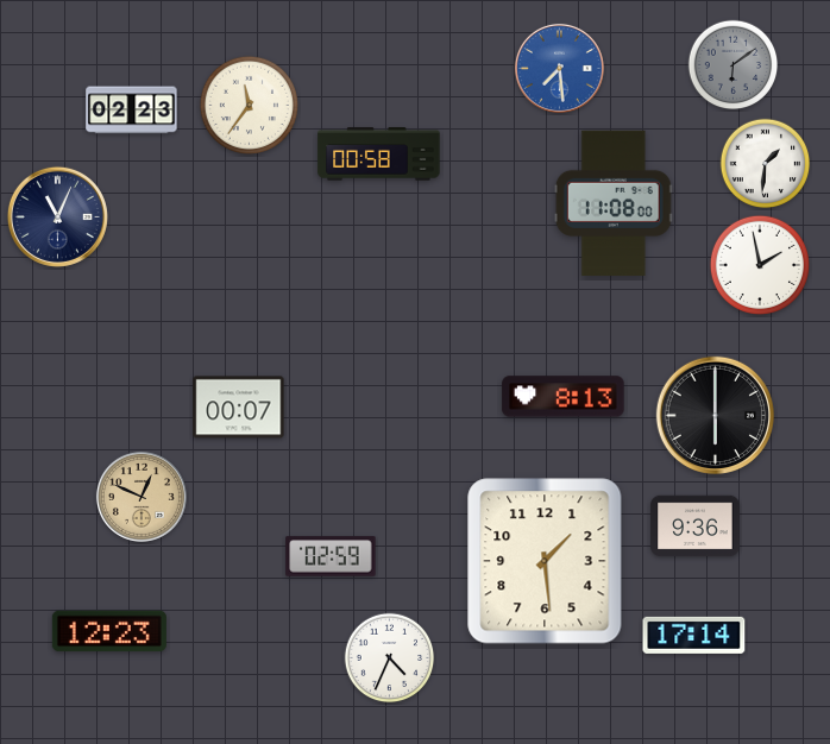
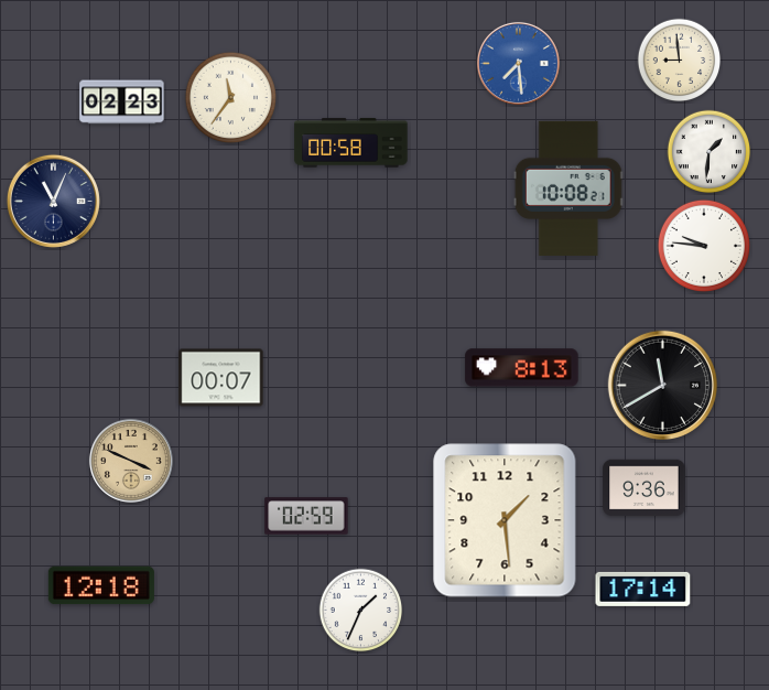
clock at (734, 65): 6:09 -> 8:59
clock at (734, 65) dial: grey -> cream
clock at (614, 203): 11:08 -> 10:08
clock at (759, 264): 1:58 -> 9:46
clock at (715, 415): 6:00 -> 11:40
clock at (142, 497): 12:49 -> 3:49
clock at (109, 631): 12:23 -> 12:18
clock at (390, 658): 4:34 -> 1:34
